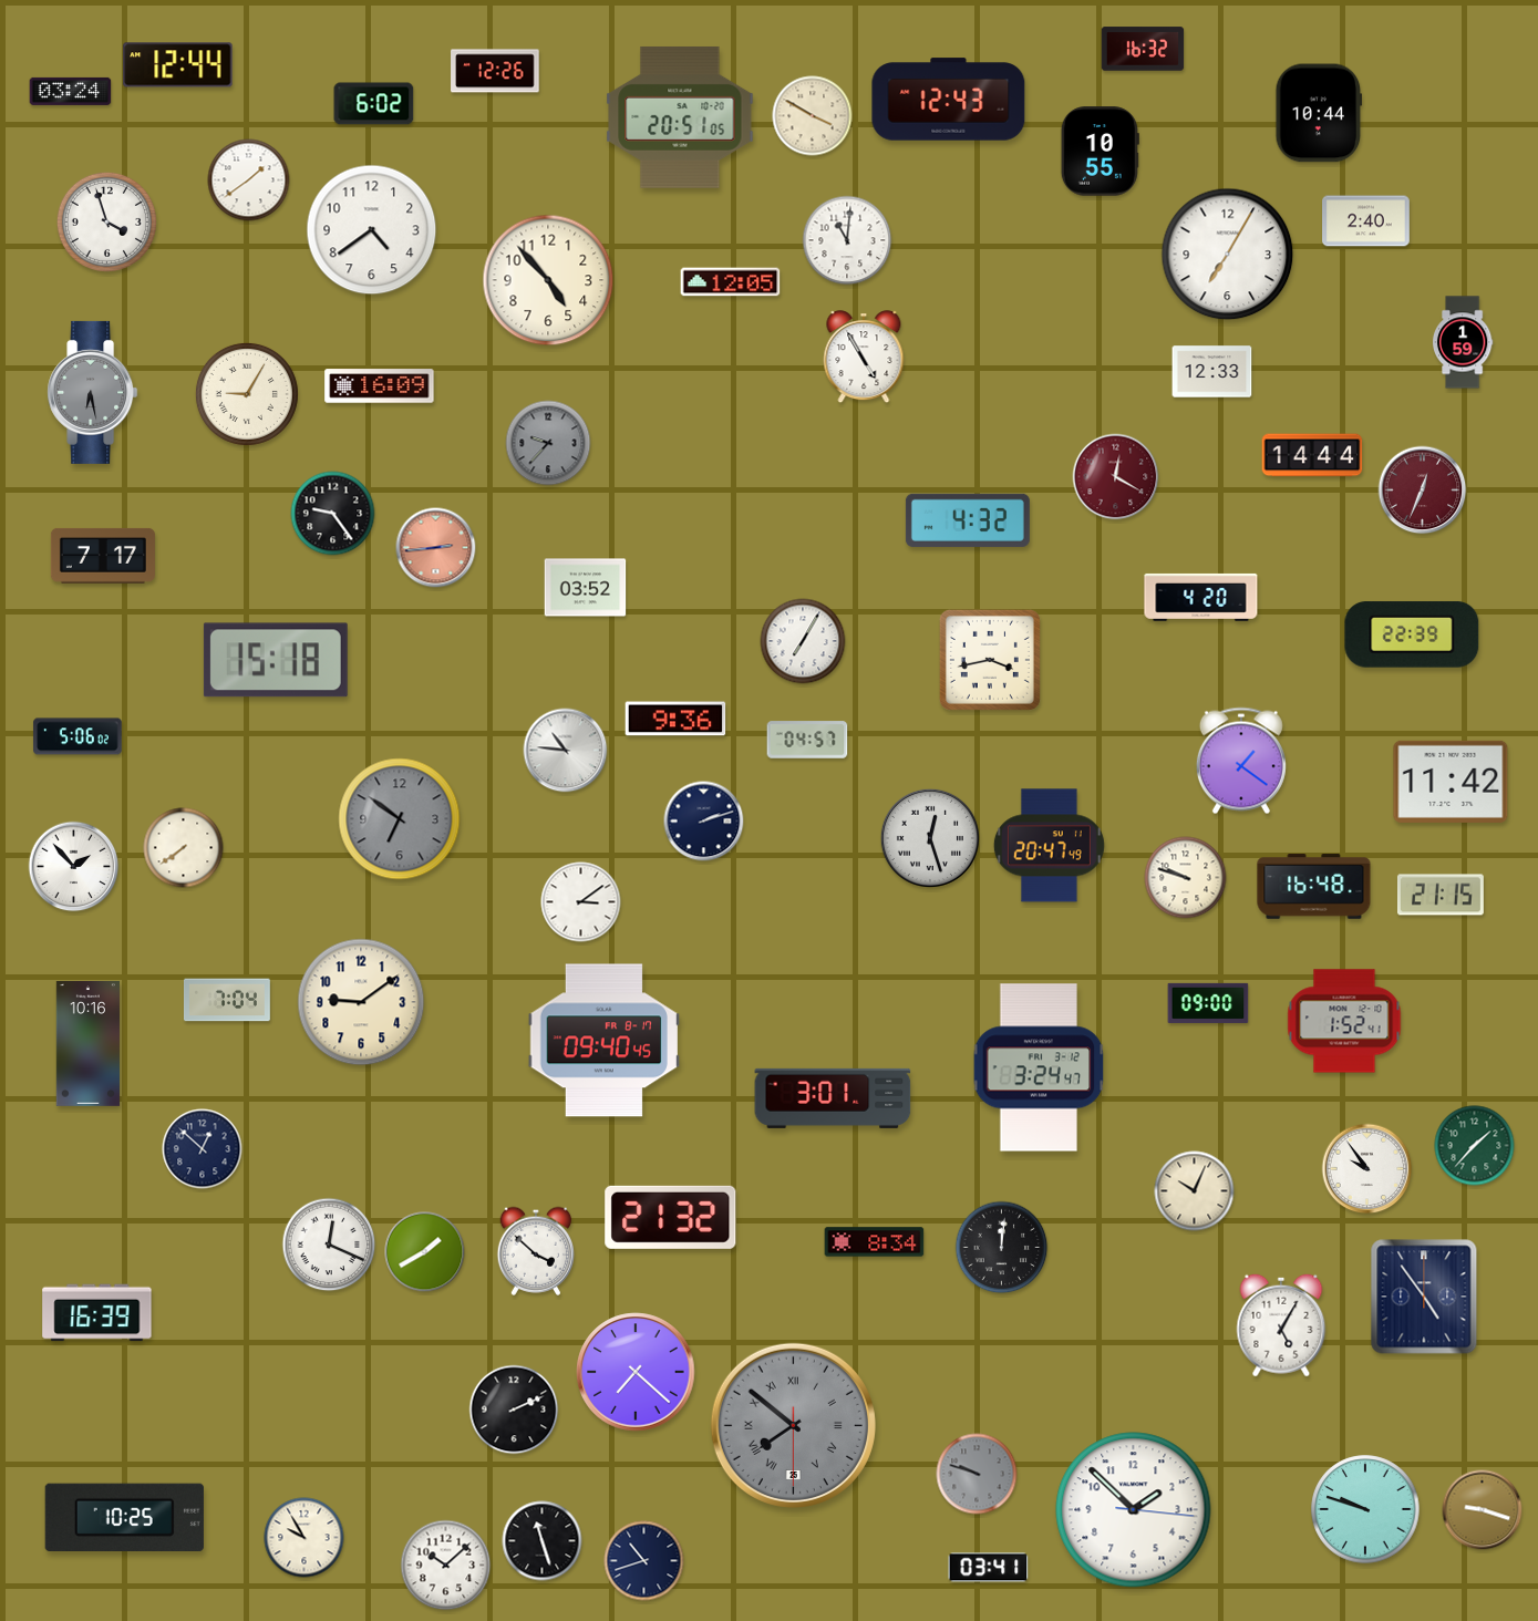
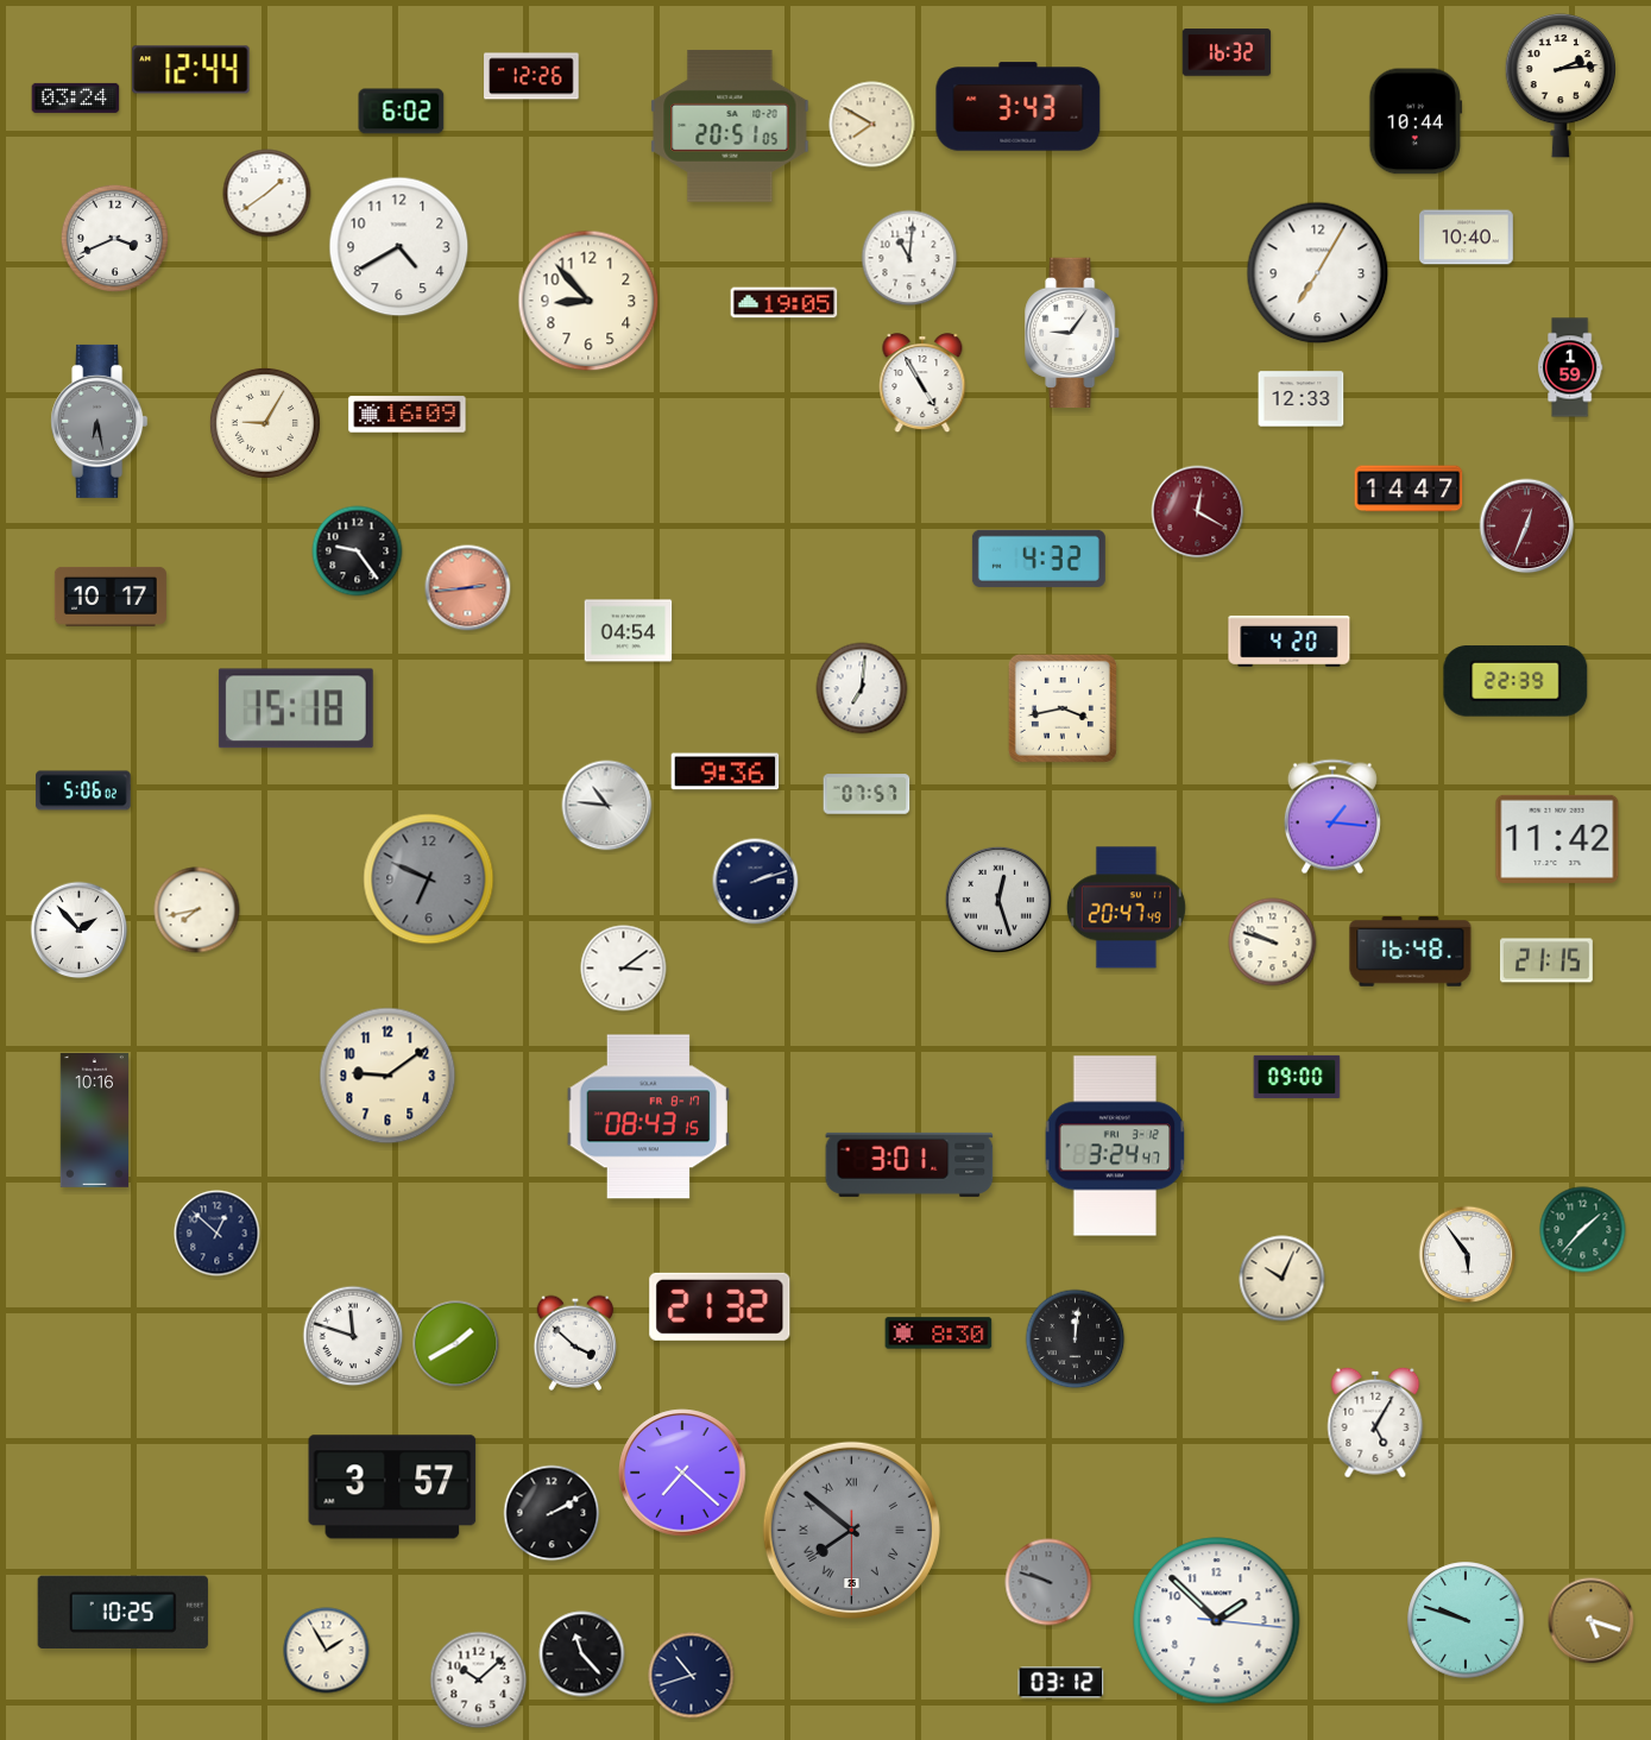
clock at (1561, 86): none -> 2:14
clock at (949, 100): 12:43 -> 3:43
clock at (813, 116): 3:50 -> 7:50
clock at (1100, 152): 10:55 -> none
clock at (106, 221): 3:57 -> 3:41
clock at (1366, 221): 2:40 -> 10:40
clock at (372, 230): 4:39 -> 4:40
clock at (548, 280): 4:53 -> 8:53
clock at (731, 282): 12:05 -> 19:05
clock at (1073, 332): none -> 9:06
clock at (864, 358) position: (864, 358) -> (922, 384)
clock at (548, 443): 9:37 -> none
clock at (1312, 455): 14:44 -> 14:47
clock at (103, 556): 7:17 -> 10:17
clock at (586, 588): 03:52 -> 04:54
clock at (803, 641): 7:05 -> 7:01
clock at (807, 740): 04:57 -> 07:57
clock at (1241, 761): 1:21 -> 1:16
clock at (400, 819): 6:51 -> 6:49
clock at (184, 848): 7:39 -> 7:43
clock at (227, 1000): 7:04 -> none
clock at (1344, 1021): 1:52 -> none
clock at (603, 1041): 09:40 -> 08:43
clock at (833, 1098) position: (833, 1098) -> (909, 1165)
clock at (1367, 1169): 9:54 -> 5:54
clock at (875, 1242): 8:34 -> 8:30
clock at (329, 1245): 12:19 -> 11:48
clock at (1424, 1297): 4:54 -> none
clock at (97, 1313): 16:39 -> none
clock at (392, 1487): none -> 3:57
clock at (514, 1410): 2:11 -> 2:10
clock at (1483, 1510): 9:18 -> 5:18
clock at (124, 1517) position: (124, 1517) -> (122, 1612)
clock at (304, 1538): 9:55 -> 1:55
clock at (543, 1541): 11:27 -> 11:23
clock at (989, 1568): 03:41 -> 03:12
